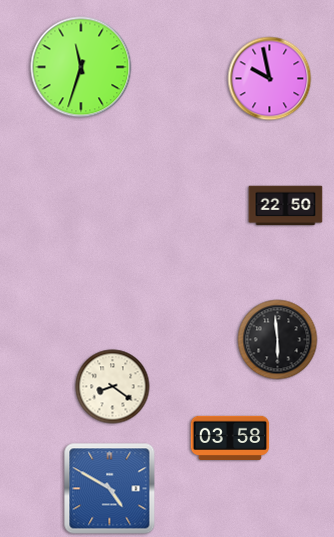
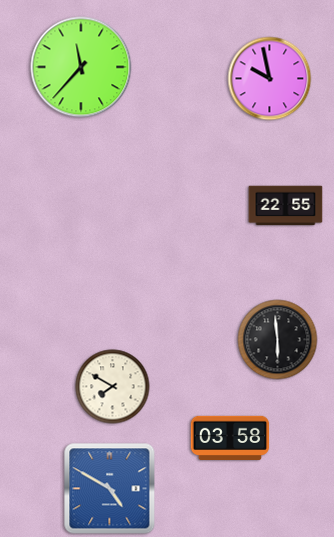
clock at (81, 67): 11:33 -> 11:37
clock at (286, 206): 22:50 -> 22:55
clock at (113, 387): 8:21 -> 7:50
